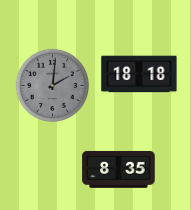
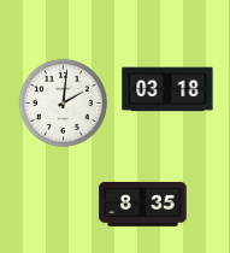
clock at (139, 74): 18:18 -> 03:18
clock at (52, 85) dial: grey -> white
